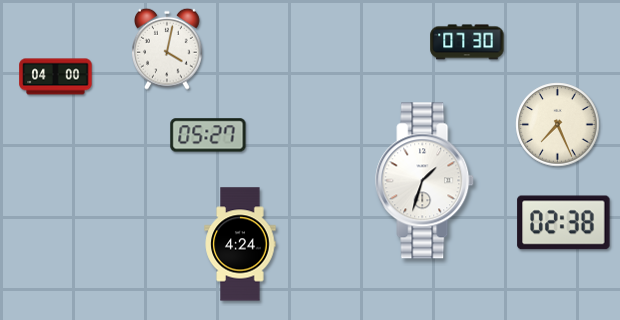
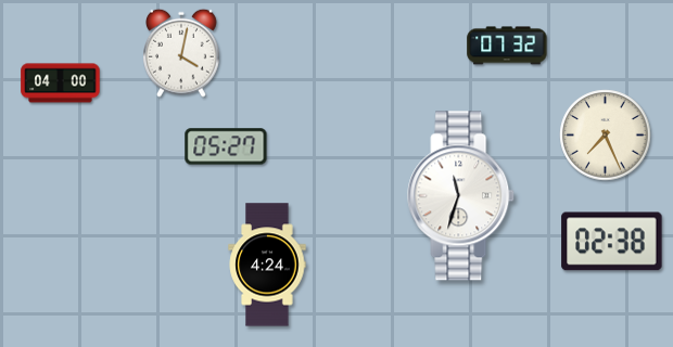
clock at (467, 42): 07:30 -> 07:32
clock at (425, 181): 1:33 -> 11:33
clock at (240, 244) position: (240, 244) -> (267, 265)
